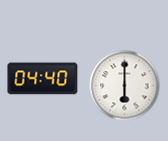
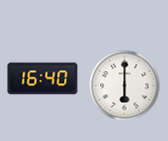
clock at (43, 79): 04:40 -> 16:40
